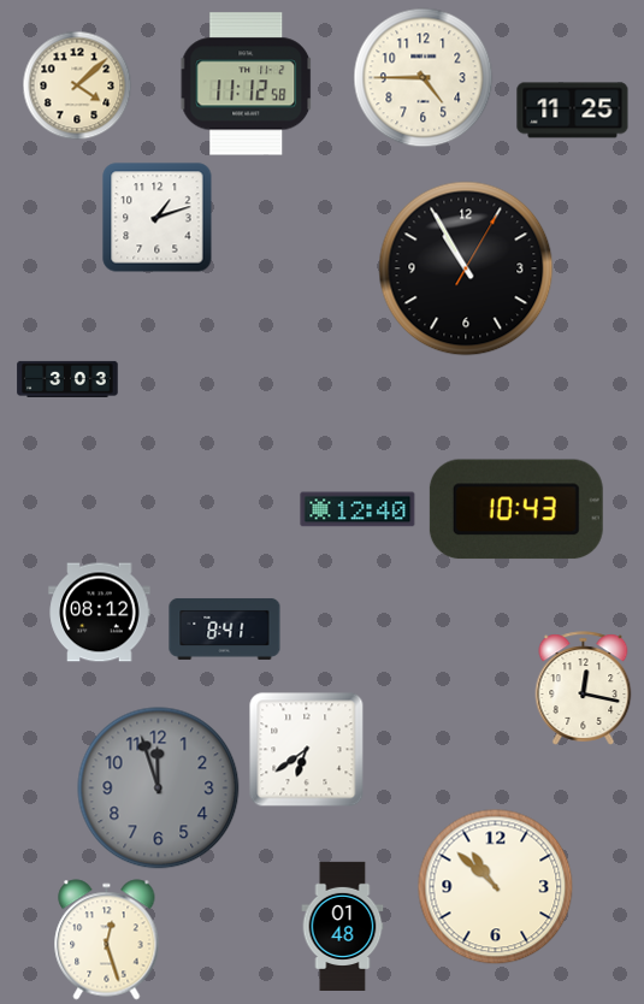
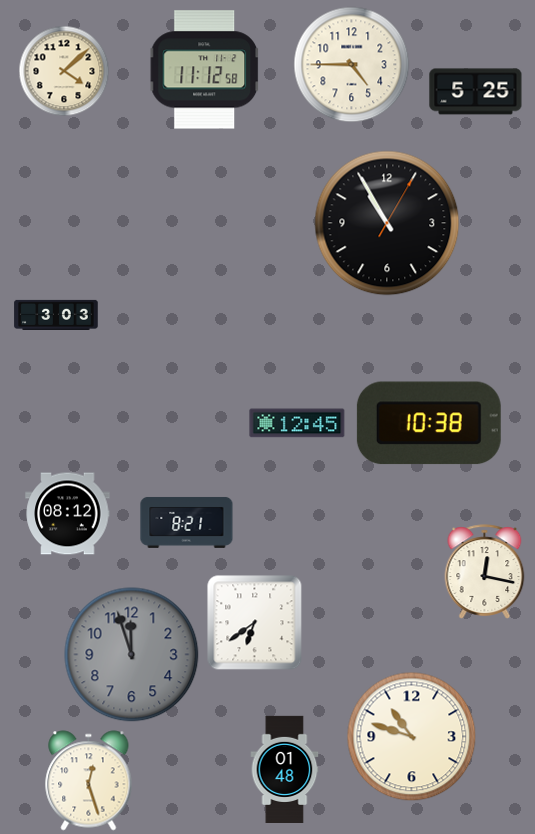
clock at (573, 111): 11:25 -> 5:25
clock at (158, 218): 1:12 -> none
clock at (358, 509): 12:40 -> 12:45
clock at (516, 509): 10:43 -> 10:38
clock at (100, 613) position: (100, 613) -> (68, 514)
clock at (225, 630): 8:41 -> 8:21
clock at (496, 887): 10:52 -> 10:48
